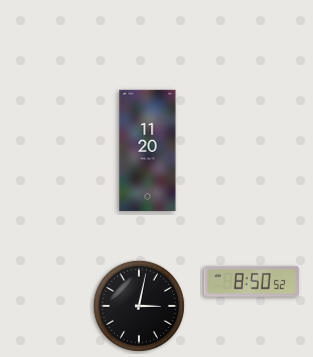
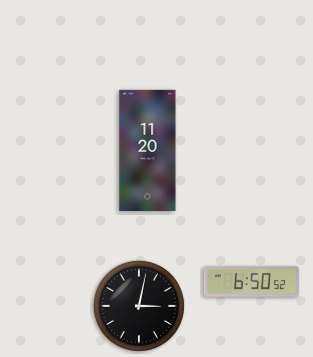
clock at (251, 281): 8:50 -> 6:50
